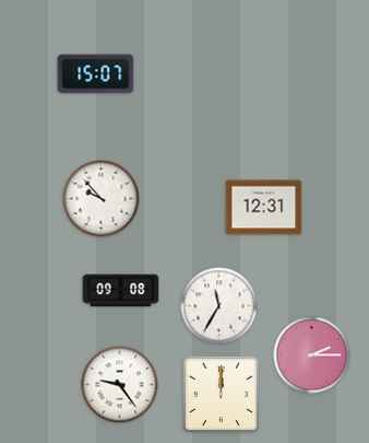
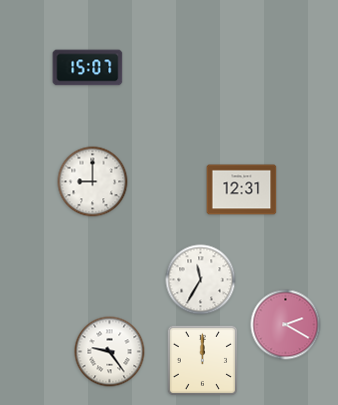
clock at (102, 199): 9:53 -> 9:00
clock at (121, 291): 09:08 -> none
clock at (312, 355): 2:15 -> 2:20
